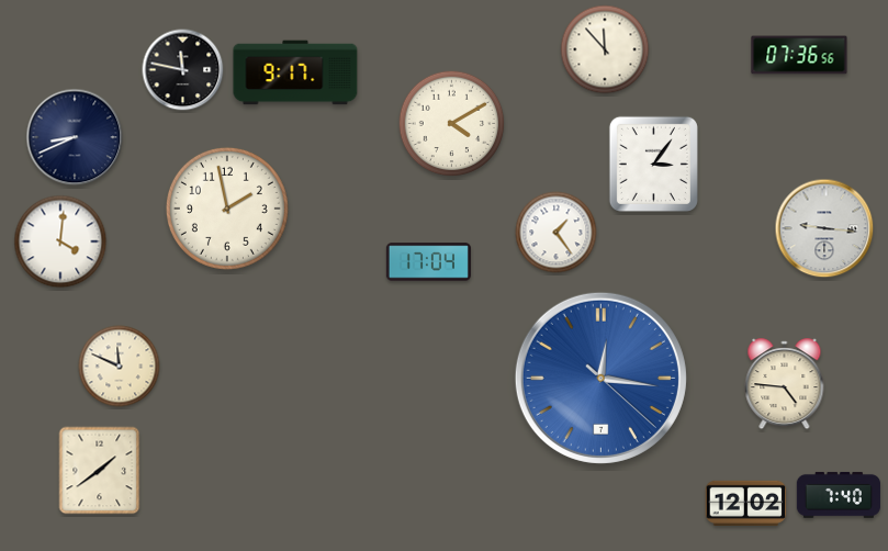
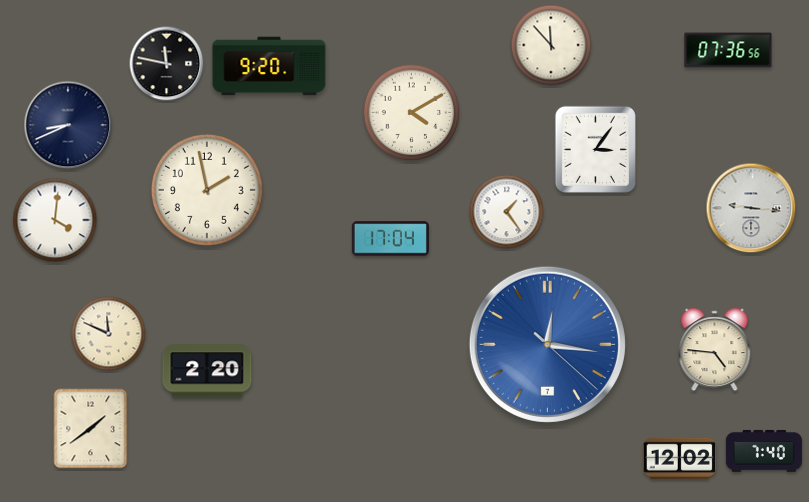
clock at (295, 72): 9:17 -> 9:20
clock at (207, 371): none -> 2:20
